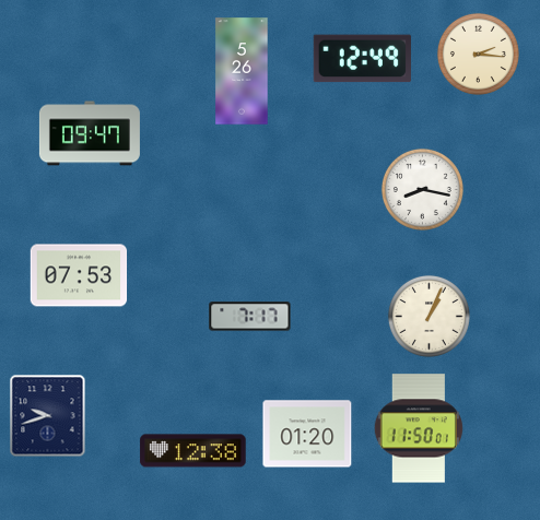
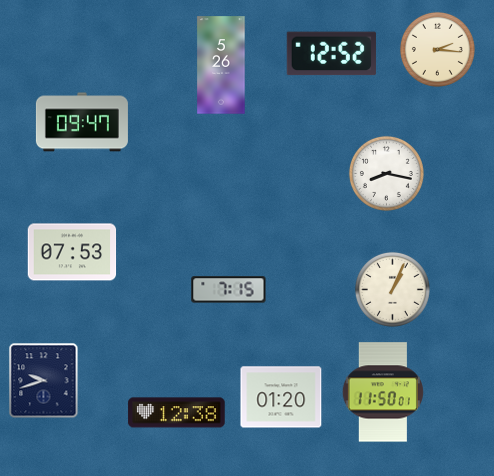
clock at (362, 59): 12:49 -> 12:52
clock at (250, 317): 7:17 -> 7:15
